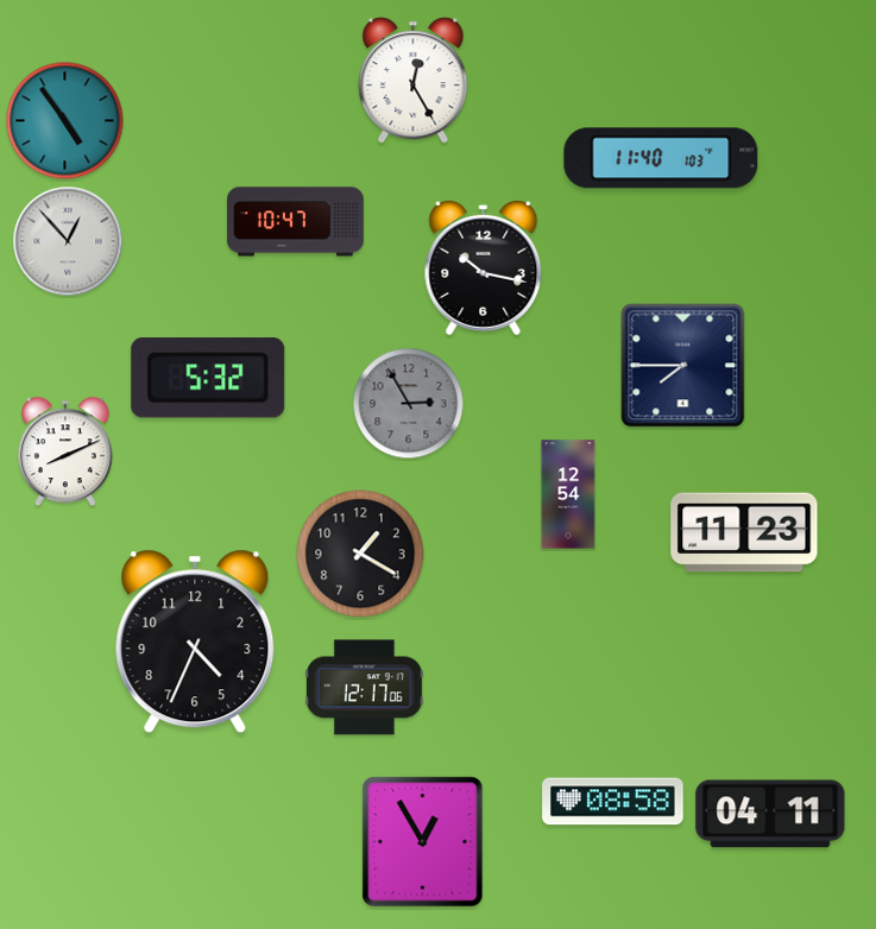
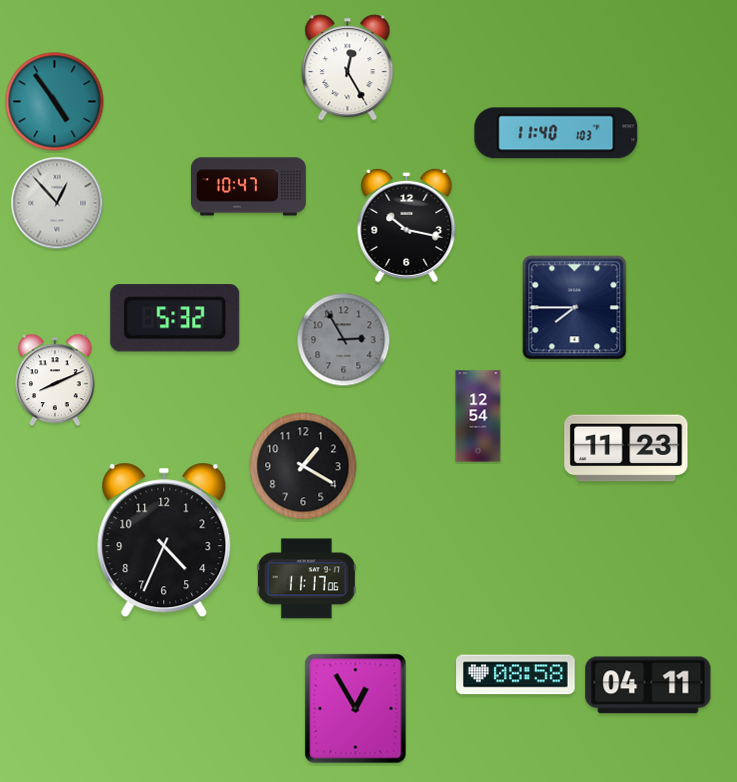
clock at (365, 688): 12:17 -> 11:17
